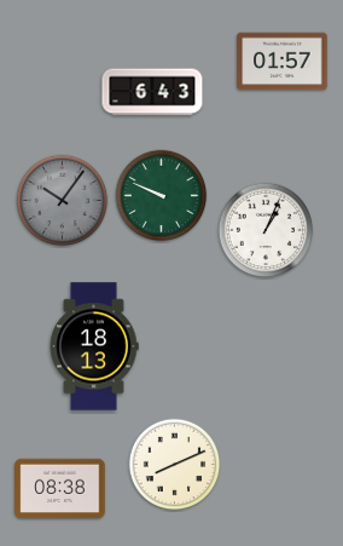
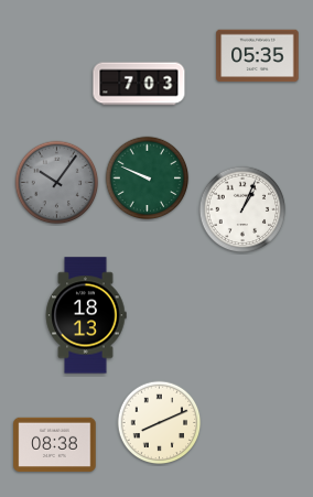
clock at (283, 62): 01:57 -> 05:35
clock at (152, 92): 6:43 -> 7:03
